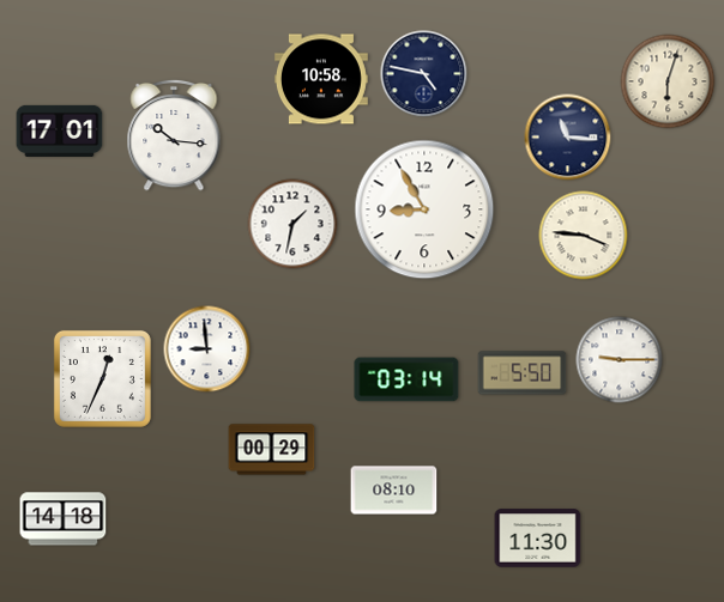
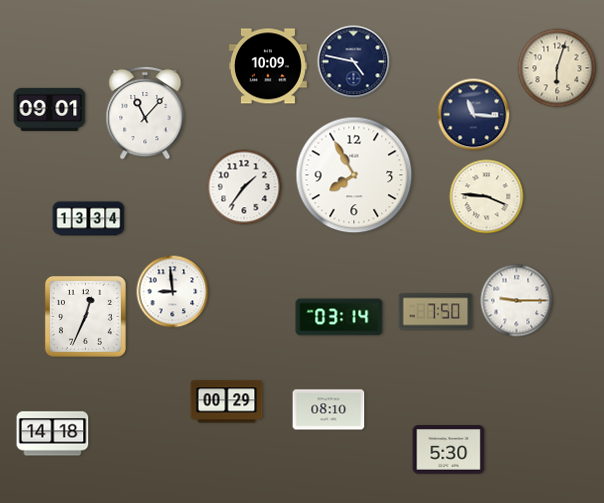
clock at (321, 79): 10:58 -> 10:09
clock at (60, 130): 17:01 -> 09:01
clock at (174, 135): 10:16 -> 11:07
clock at (424, 209): 8:55 -> 7:55
clock at (292, 224): 1:32 -> 1:36
clock at (89, 219): none -> 13:34
clock at (523, 373): 5:50 -> 7:50
clock at (272, 450) position: (272, 450) -> (227, 402)
clock at (538, 539): 11:30 -> 5:30
